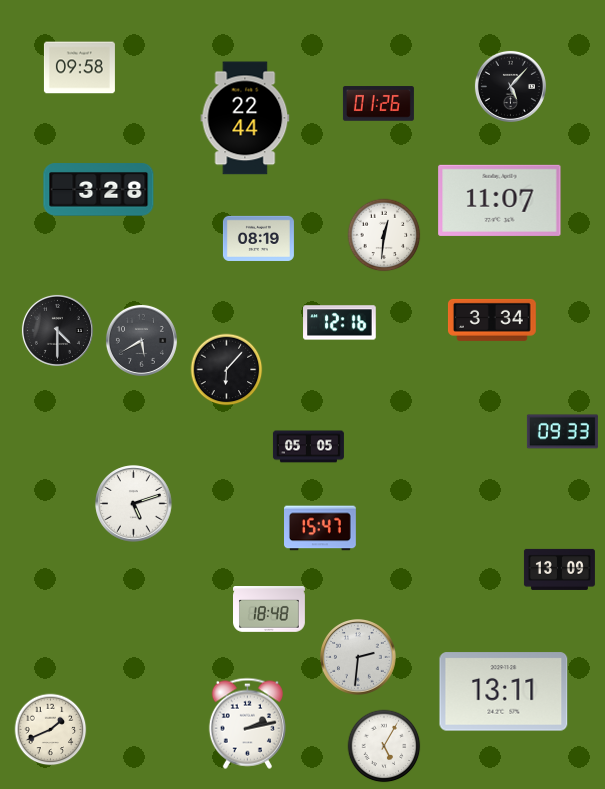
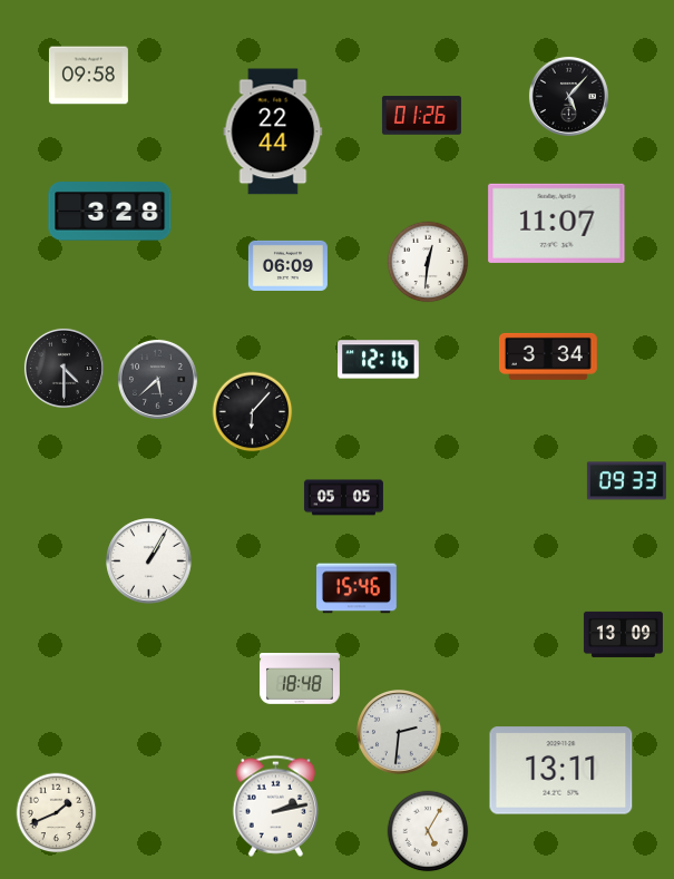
clock at (258, 238): 08:19 -> 06:09
clock at (141, 340): 5:40 -> 5:38
clock at (134, 504): 5:12 -> 1:05
clock at (321, 528): 15:47 -> 15:46
